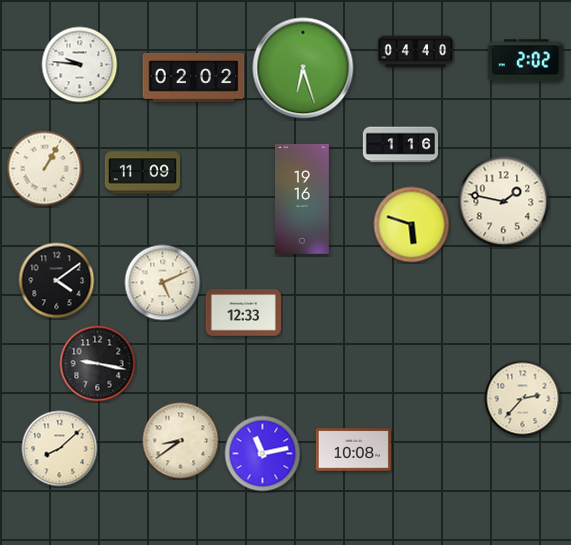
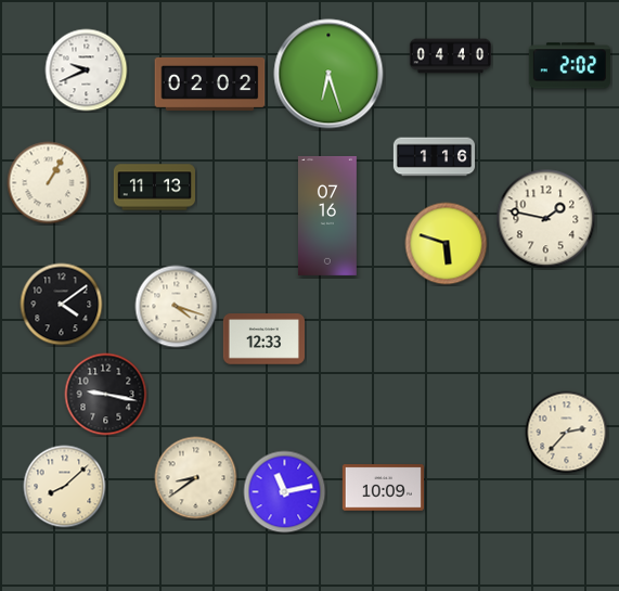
clock at (80, 65): 9:46 -> 9:41
clock at (142, 173): 11:09 -> 11:13
clock at (302, 199): 19:16 -> 07:16
clock at (163, 283): 5:11 -> 4:18
clock at (353, 450): 10:08 -> 10:09
